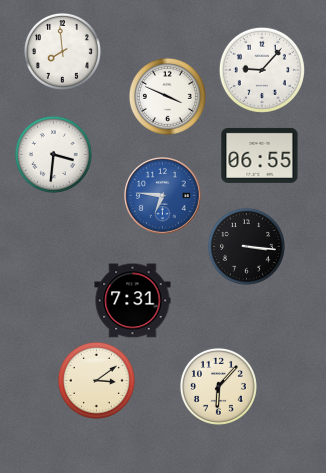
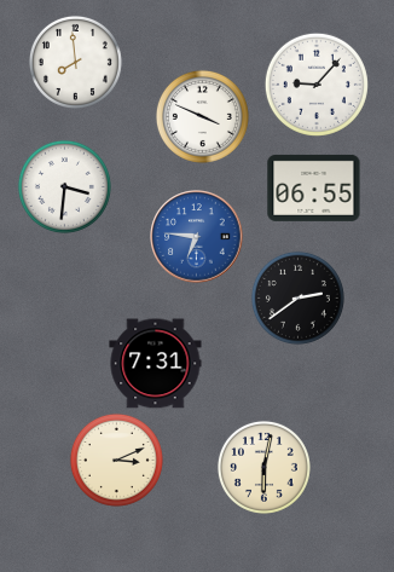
clock at (246, 246): 3:16 -> 2:39
clock at (133, 301) position: (133, 301) -> (156, 364)
clock at (96, 380): 3:09 -> 3:11
clock at (218, 386): 6:07 -> 6:02
